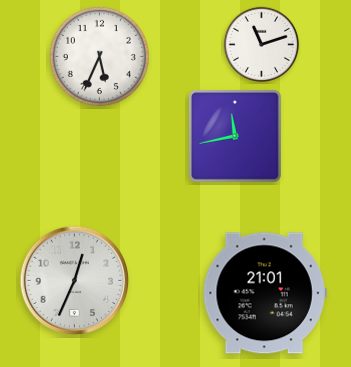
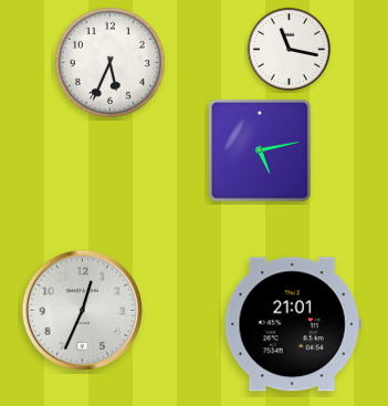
clock at (262, 45): 11:12 -> 11:17
clock at (236, 137): 11:43 -> 5:13
